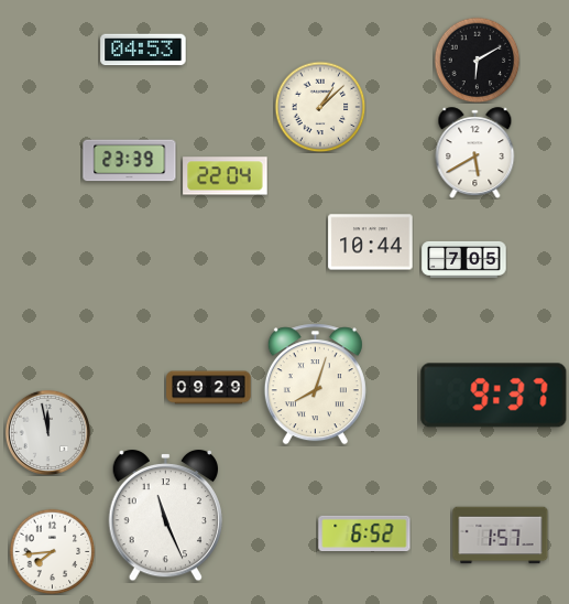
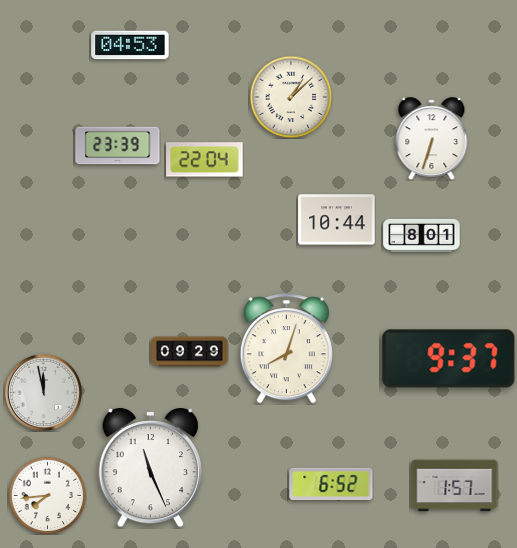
clock at (477, 60): 6:10 -> none
clock at (475, 153): 5:40 -> 6:33
clock at (464, 259): 7:05 -> 8:01
clock at (52, 551) position: (52, 551) -> (47, 495)
